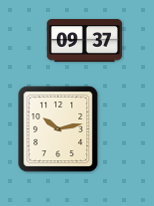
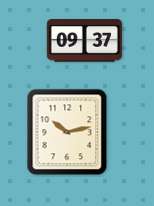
clock at (58, 129) position: (58, 129) -> (67, 132)
